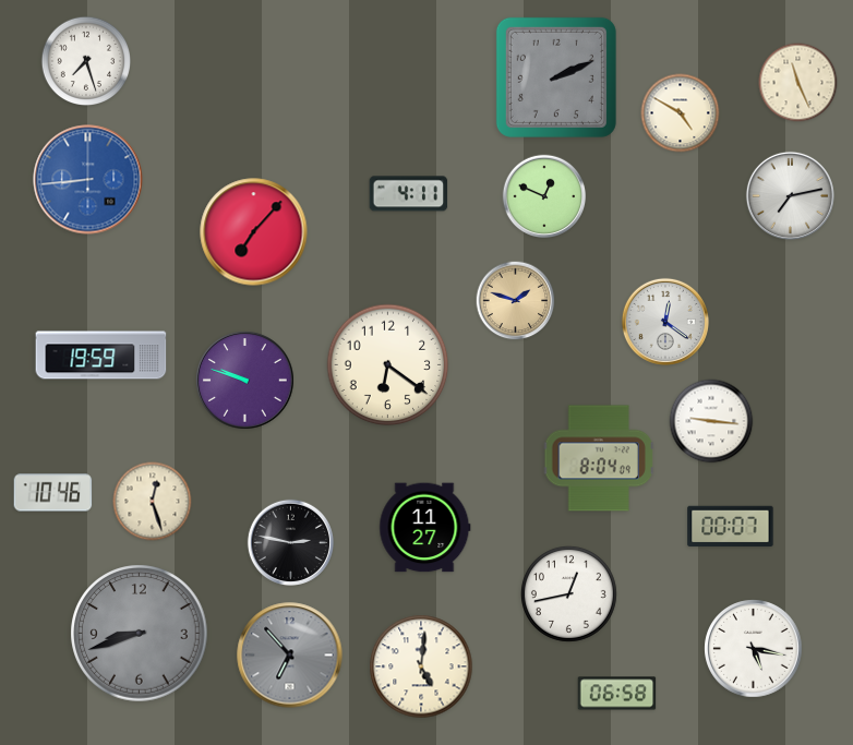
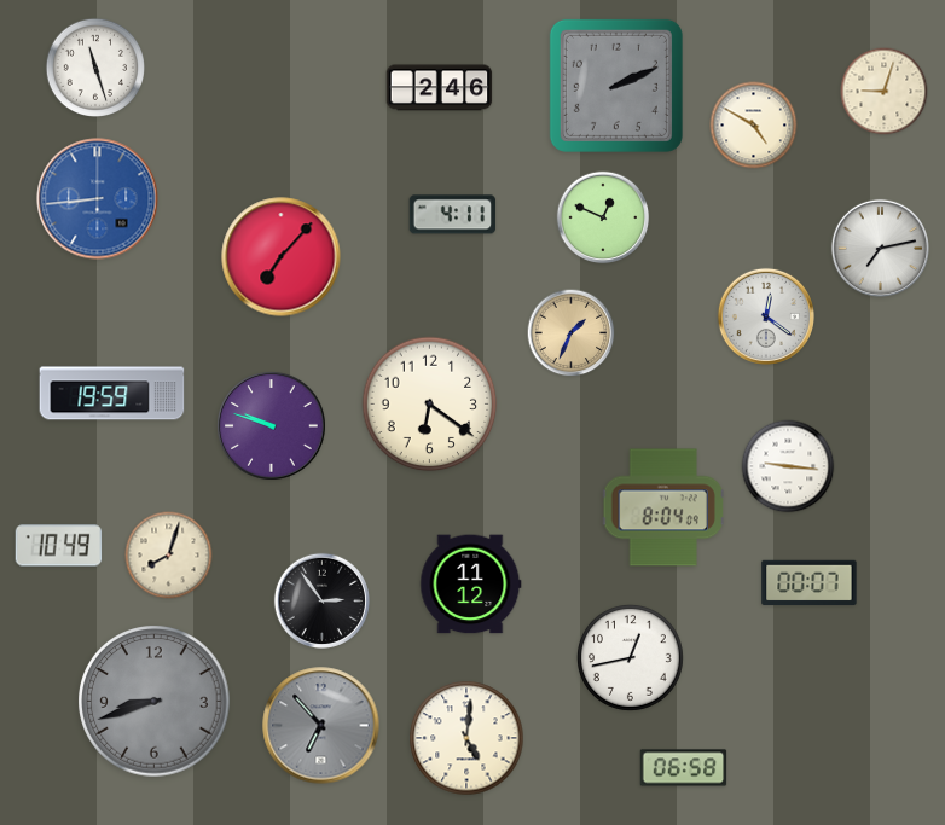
clock at (86, 61): 7:27 -> 11:27
clock at (440, 88): none -> 2:46
clock at (798, 83): 11:26 -> 9:03
clock at (790, 195) position: (790, 195) -> (880, 248)
clock at (516, 301): 1:48 -> 1:34
clock at (665, 322) position: (665, 322) -> (766, 316)
clock at (245, 381) position: (245, 381) -> (272, 426)
clock at (53, 493): 10:46 -> 10:49
clock at (153, 502): 12:27 -> 8:03
clock at (425, 528): 11:27 -> 11:12
clock at (290, 542): 2:47 -> 2:54
clock at (754, 649): 5:17 -> none
